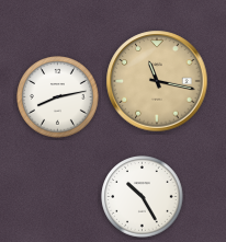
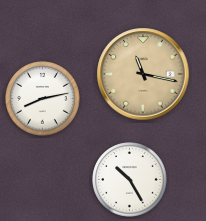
clock at (58, 97) position: (58, 97) -> (43, 99)
